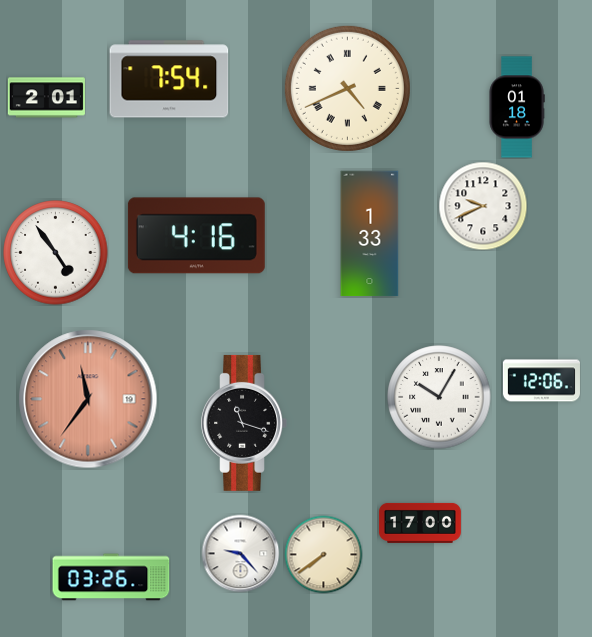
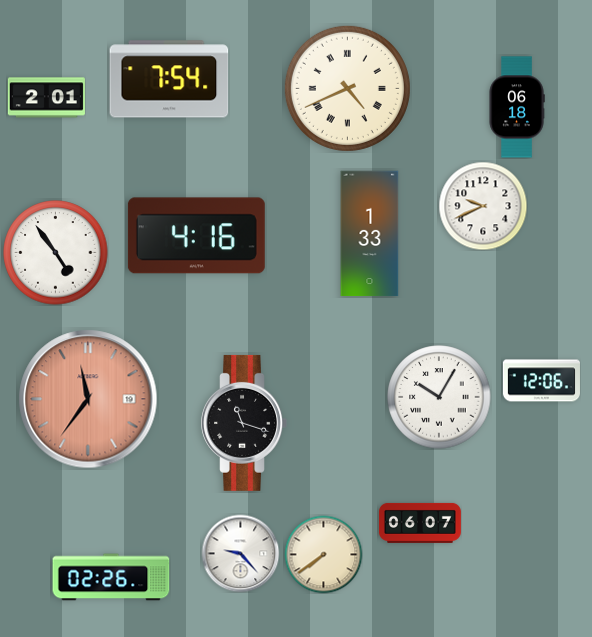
clock at (517, 107): 01:18 -> 06:18
clock at (420, 523): 17:00 -> 06:07
clock at (111, 577): 03:26 -> 02:26
